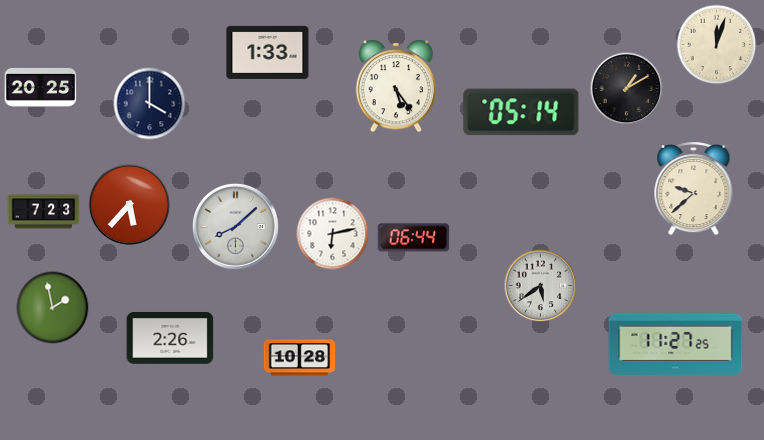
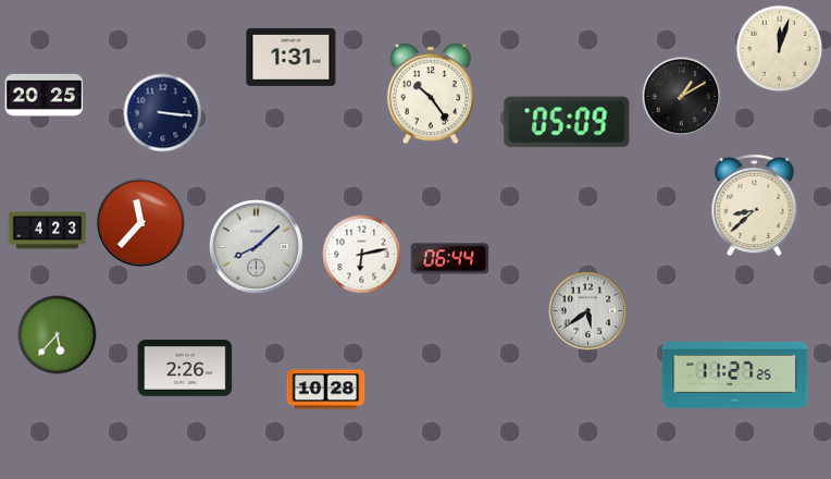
clock at (268, 52): 1:33 -> 1:31
clock at (395, 86): 5:24 -> 10:24
clock at (150, 104): 4:00 -> 3:16
clock at (521, 112): 05:14 -> 05:09
clock at (694, 189): 9:38 -> 8:38
clock at (129, 204): 5:37 -> 11:37
clock at (44, 212): 7:23 -> 4:23
clock at (53, 308): 1:58 -> 5:37
